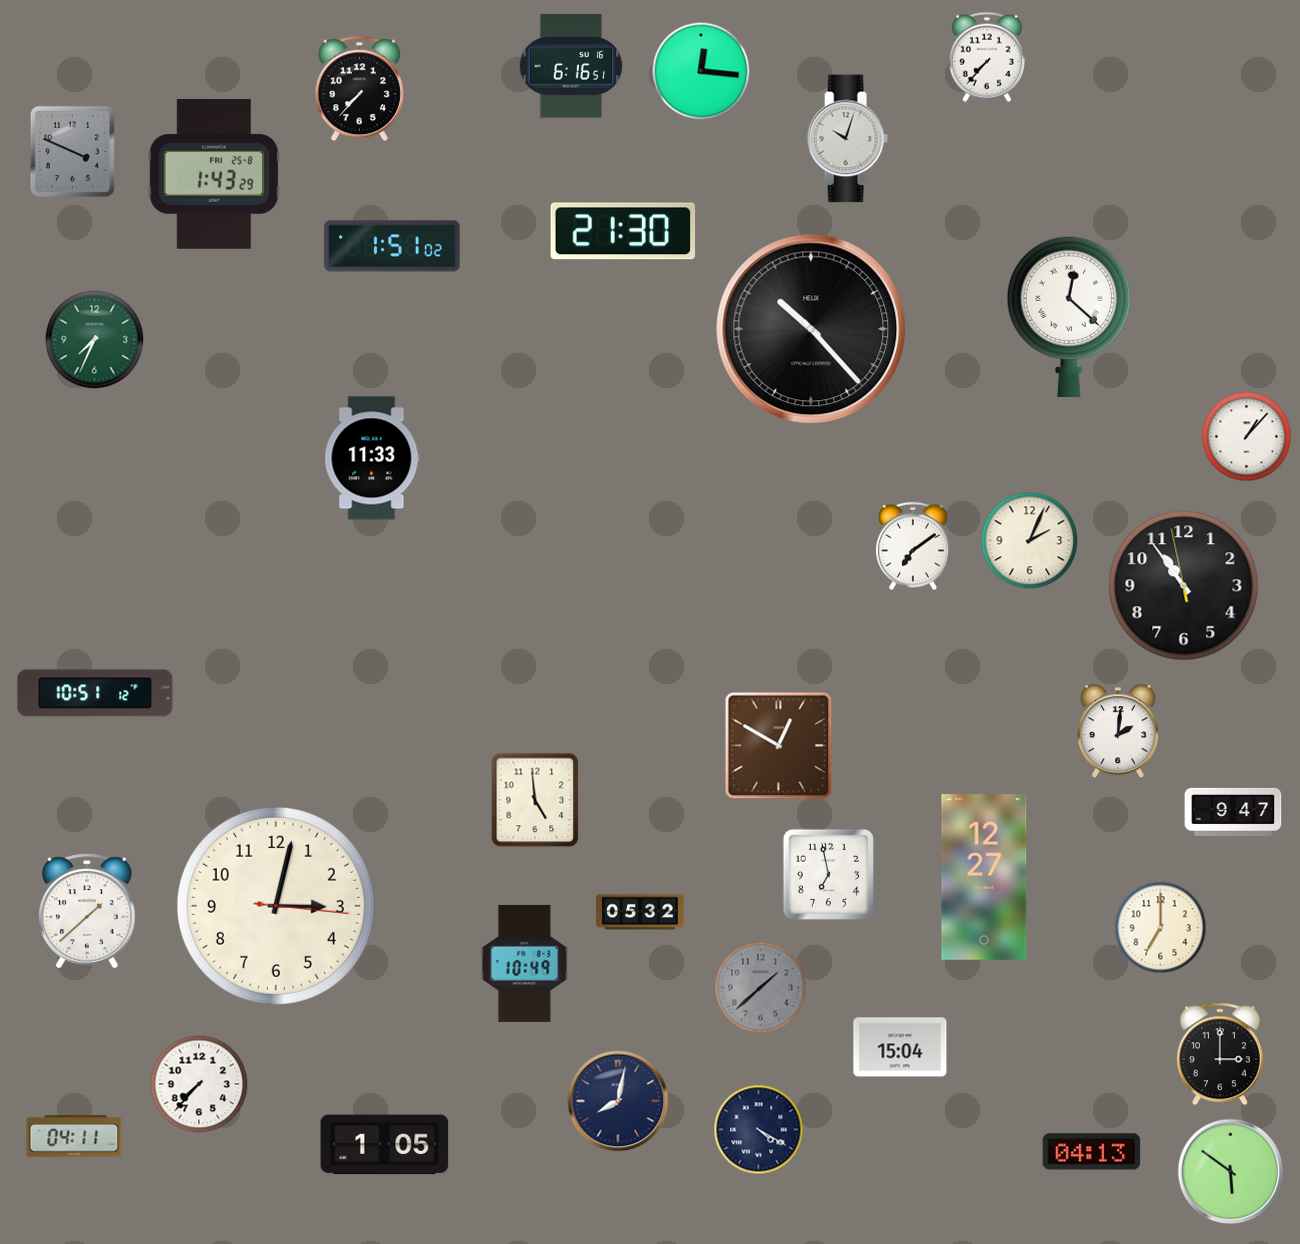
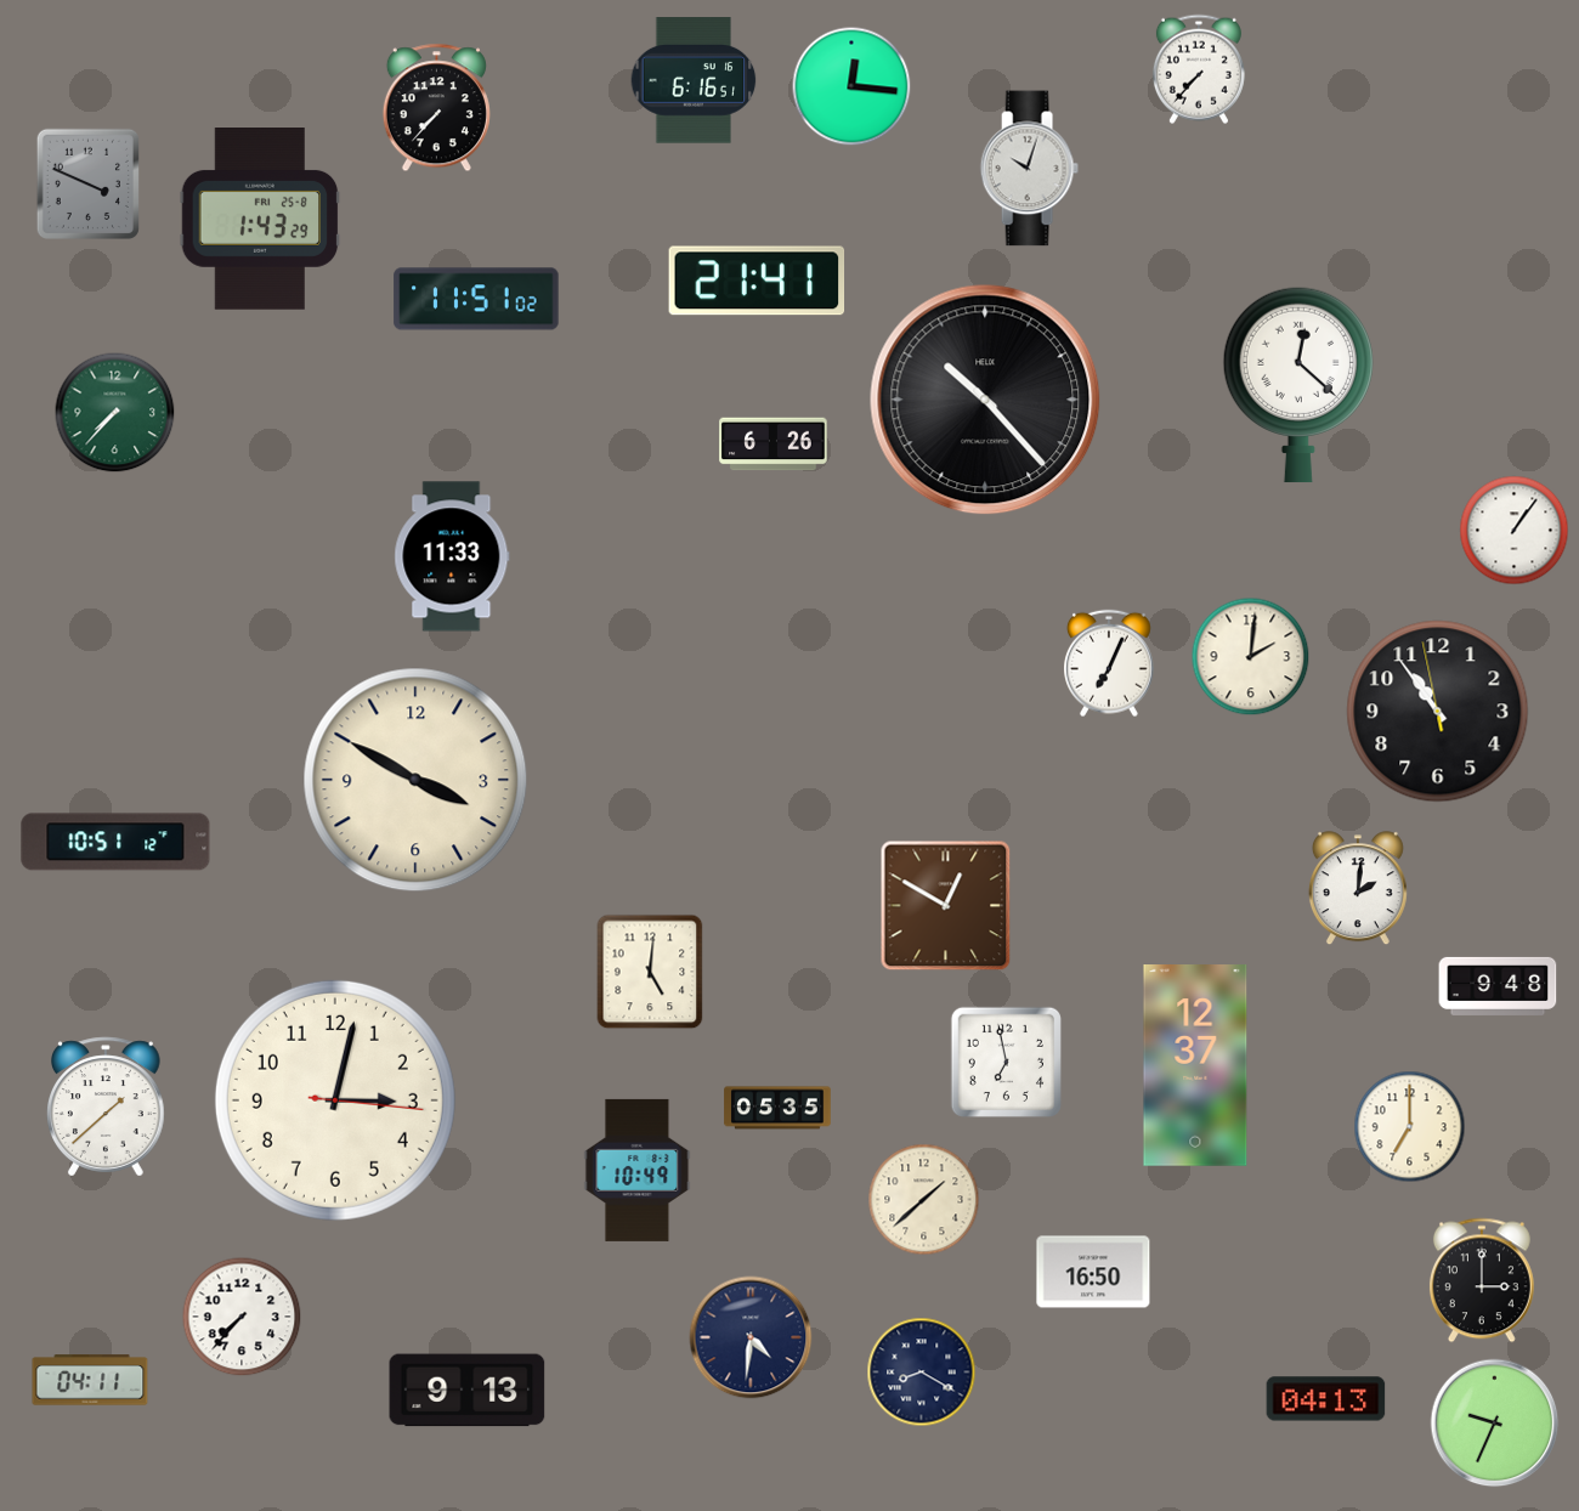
clock at (214, 175) position: (214, 175) -> (260, 220)
clock at (623, 231): 21:30 -> 21:41
clock at (392, 246): 1:51 -> 11:51
clock at (95, 340): 7:34 -> 7:37
clock at (774, 445): none -> 6:26
clock at (1247, 437): 1:07 -> 1:06
clock at (1030, 541): 2:04 -> 2:01
clock at (913, 546): 7:09 -> 7:04
clock at (415, 780): none -> 3:50
clock at (535, 800): 4:59 -> 5:01
clock at (1233, 812): 9:47 -> 9:48
clock at (984, 878): 12:27 -> 12:37
clock at (640, 912): 05:32 -> 05:35
clock at (761, 988) dial: grey -> cream
clock at (900, 1047): 15:04 -> 16:50
clock at (618, 1101): 8:02 -> 4:31
clock at (759, 1130): 4:20 -> 8:20
clock at (385, 1145): 1:05 -> 9:13
clock at (1231, 1172): 5:51 -> 9:34
